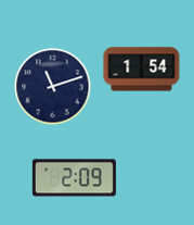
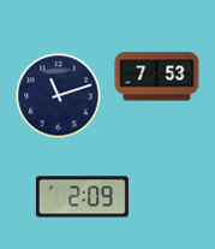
clock at (142, 70): 1:54 -> 7:53
